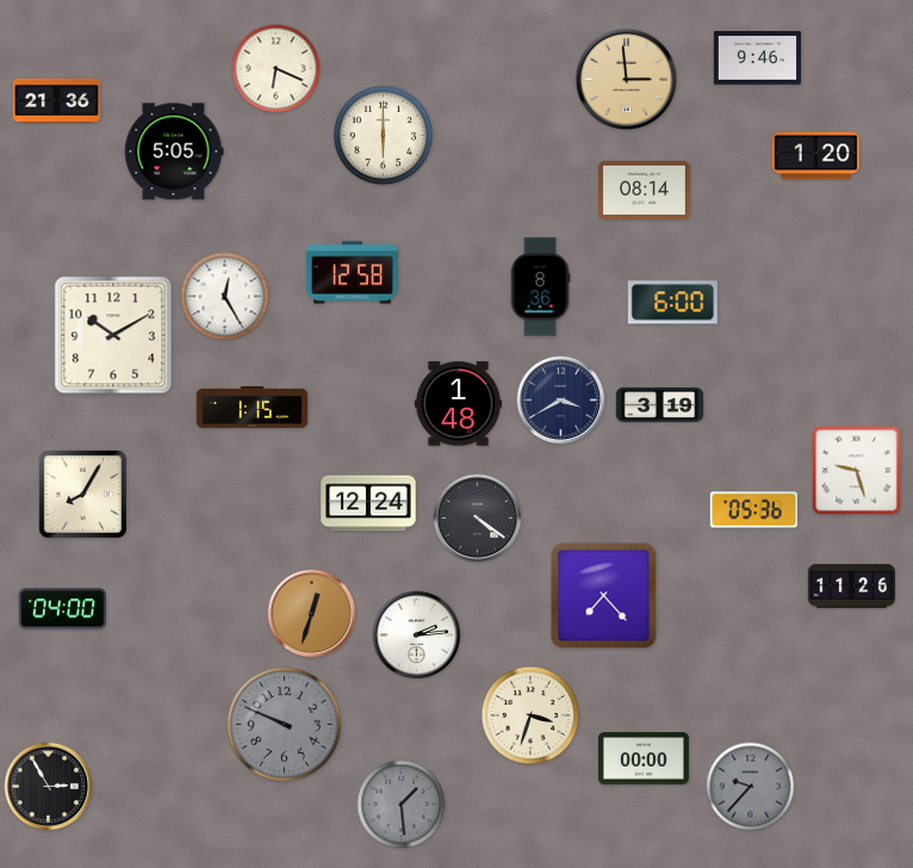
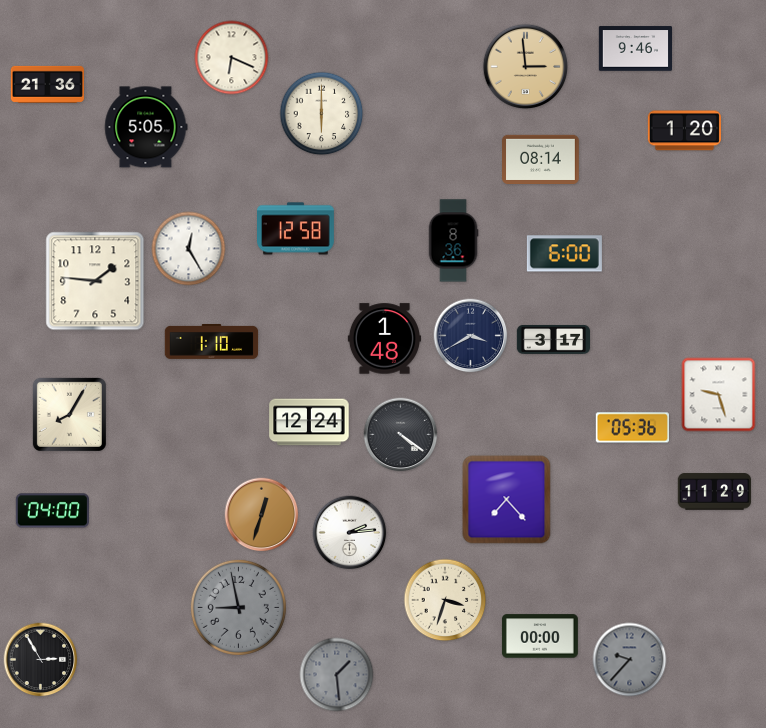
clock at (113, 335): 10:10 -> 1:46
clock at (660, 404): 3:19 -> 3:17
clock at (253, 408): 1:15 -> 1:10
clock at (851, 587): 11:26 -> 11:29
clock at (284, 724): 9:49 -> 8:58
